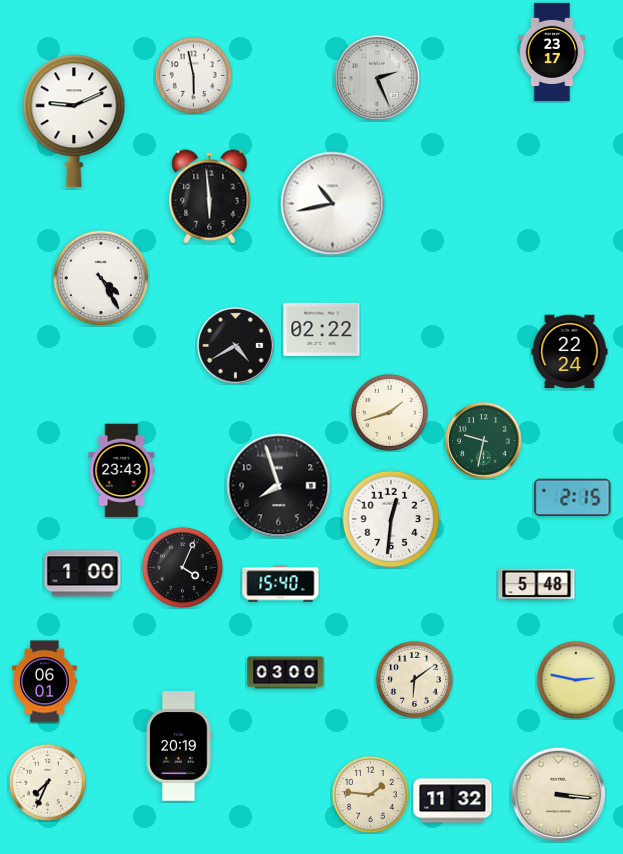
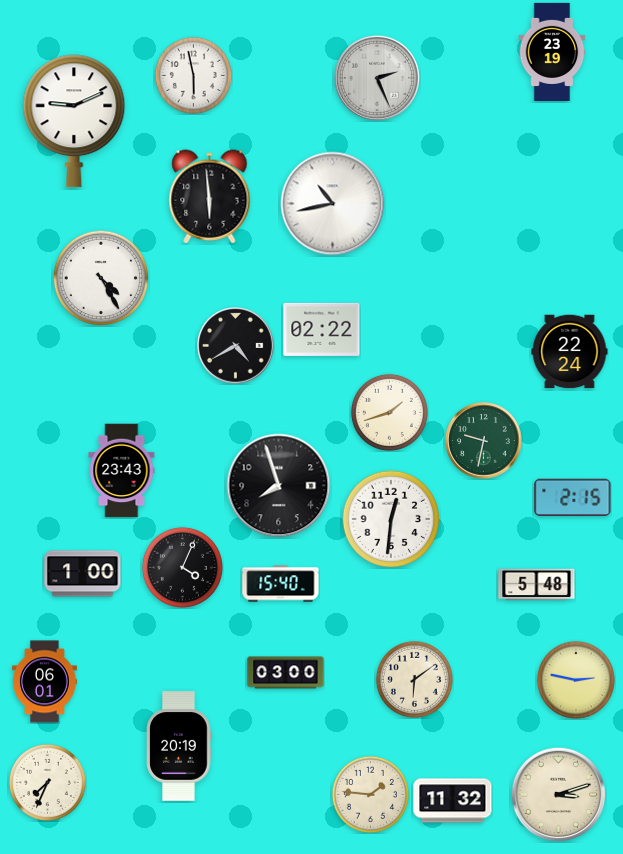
clock at (552, 52): 23:17 -> 23:19
clock at (558, 794): 3:16 -> 3:12
